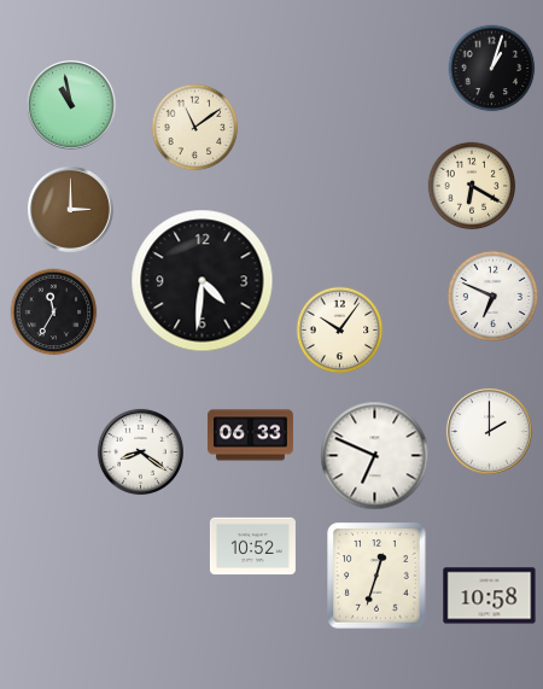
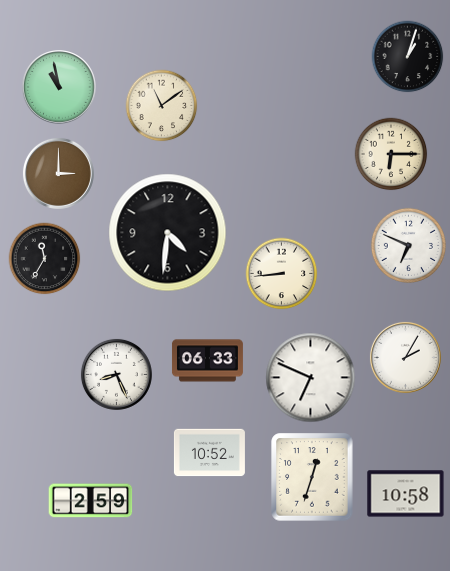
clock at (472, 186): 6:20 -> 6:15
clock at (340, 331): 10:06 -> 8:44
clock at (489, 431): 2:00 -> 2:05
clock at (140, 451): 8:21 -> 8:26
clock at (91, 501): none -> 2:59
